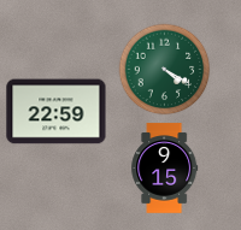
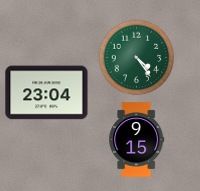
clock at (165, 70): 4:20 -> 4:24
clock at (57, 112): 22:59 -> 23:04
